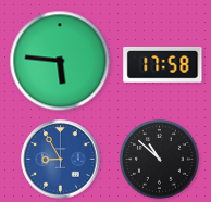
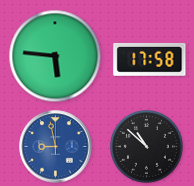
clock at (61, 160): 8:55 -> 8:58
